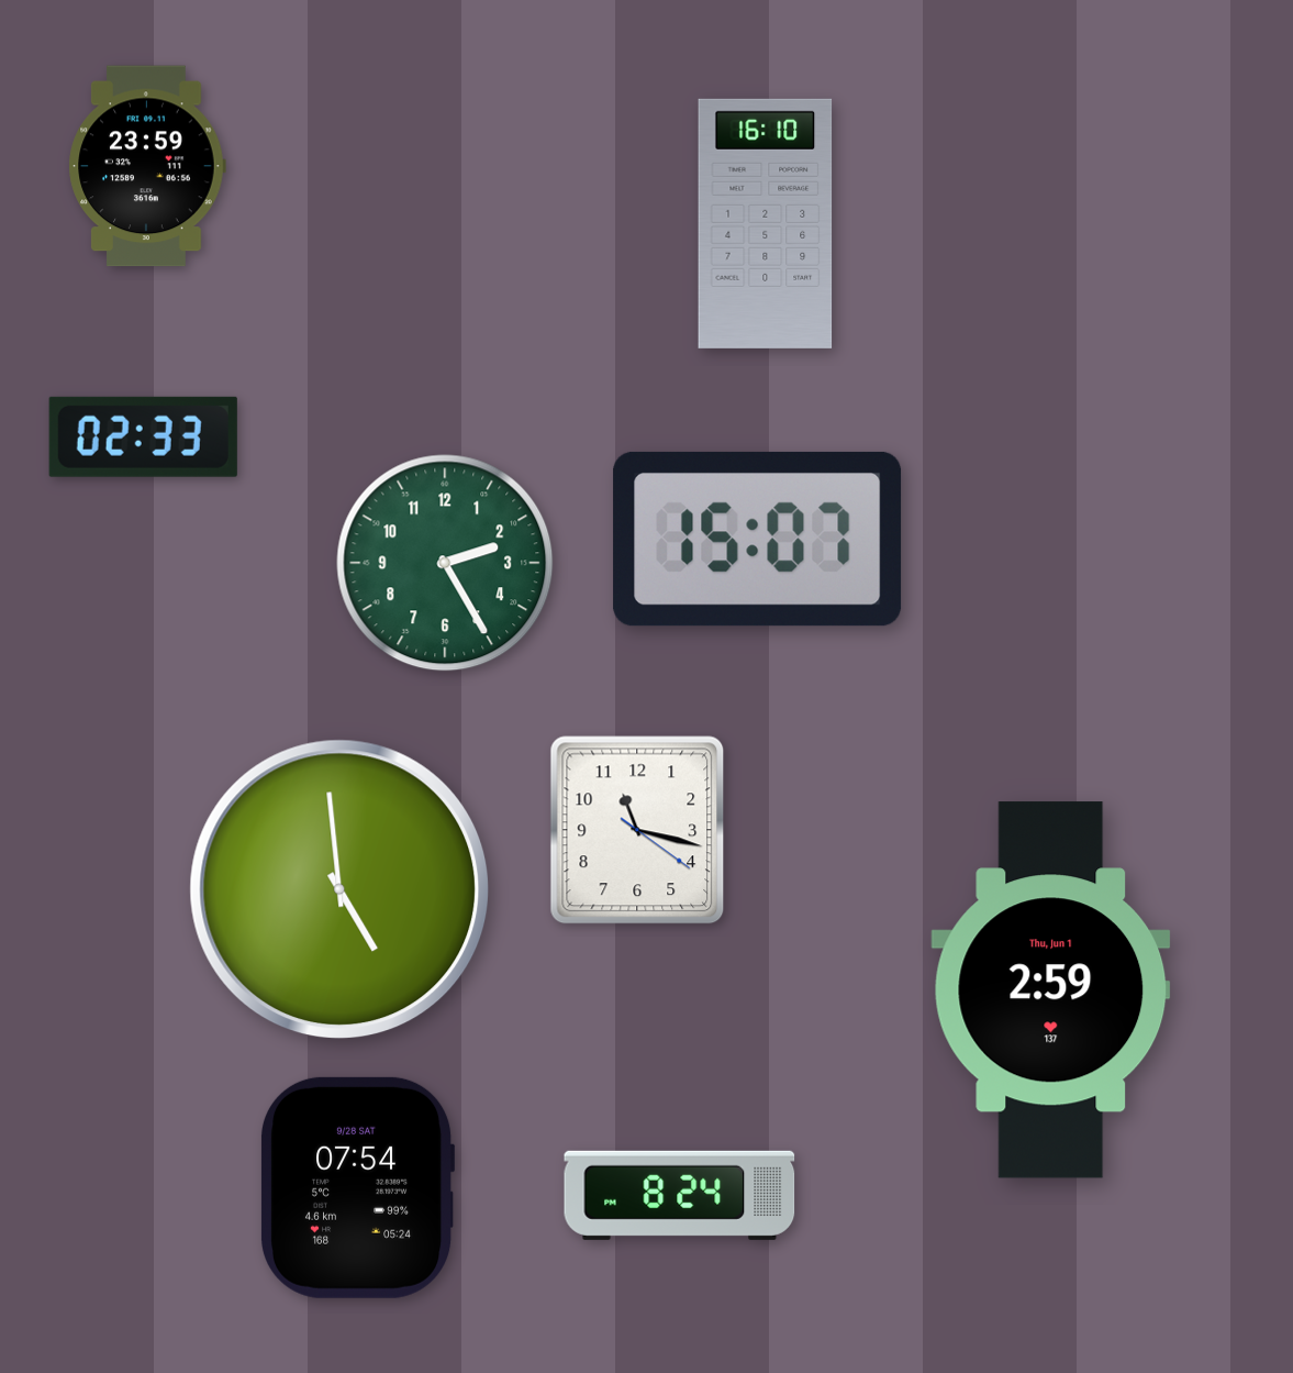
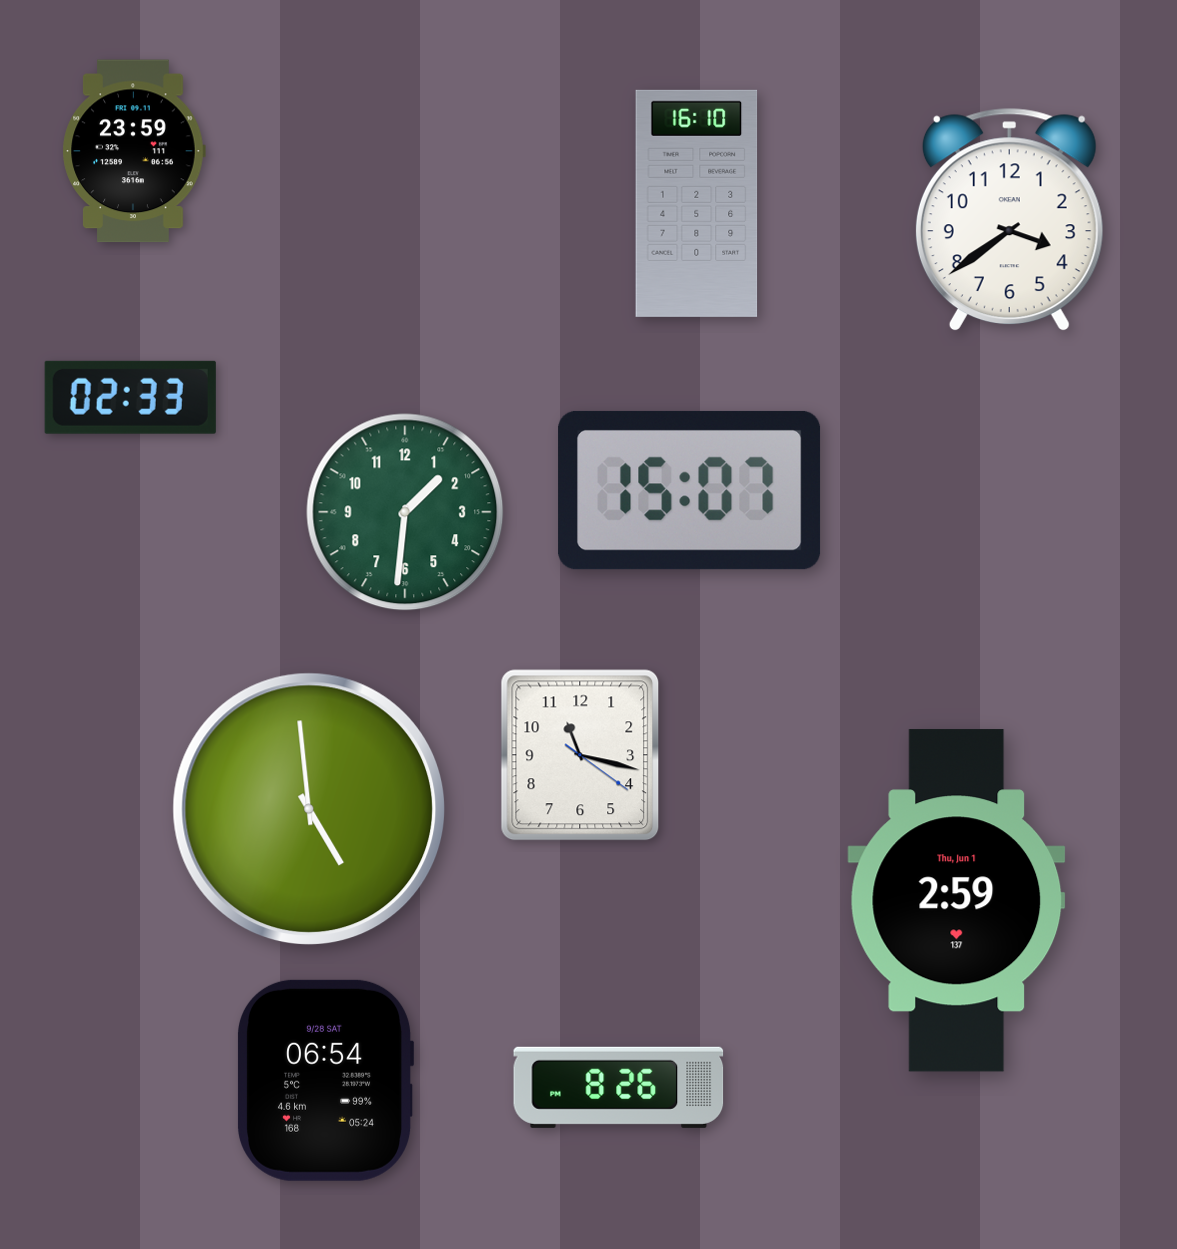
clock at (1009, 219): none -> 3:39
clock at (445, 563): 2:25 -> 1:31
clock at (358, 1187): 07:54 -> 06:54
clock at (680, 1195): 8:24 -> 8:26
